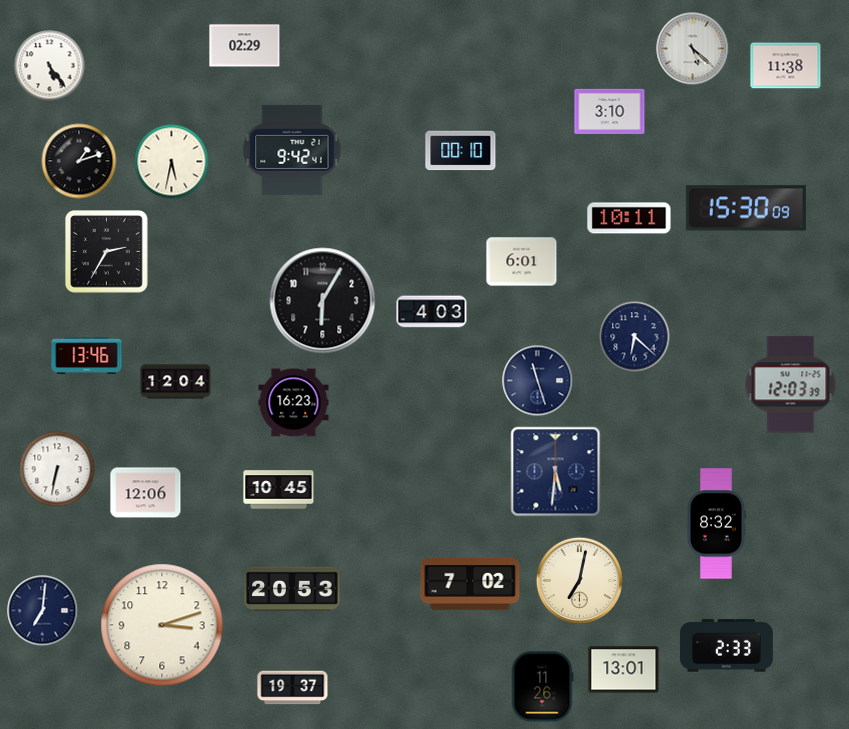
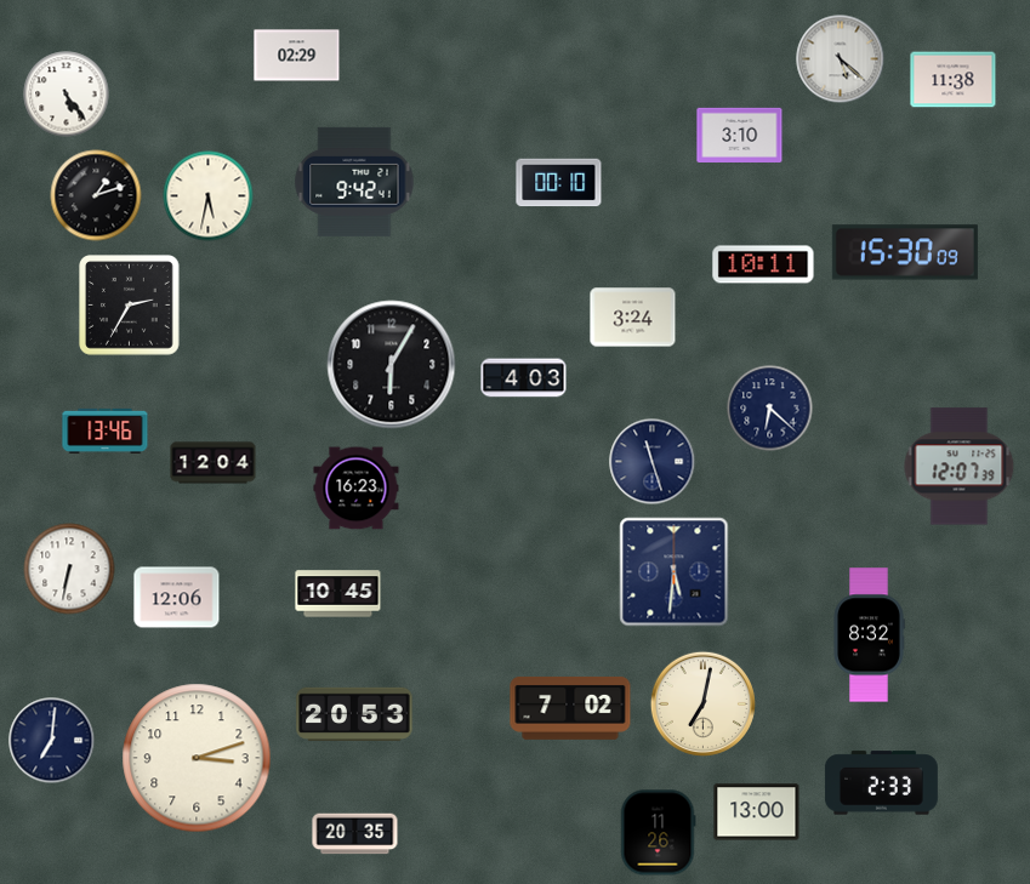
clock at (50, 66) position: (50, 66) -> (67, 95)
clock at (522, 262): 6:01 -> 3:24
clock at (791, 385): 12:03 -> 12:07
clock at (624, 670): 13:01 -> 13:00
clock at (293, 688): 19:37 -> 20:35
